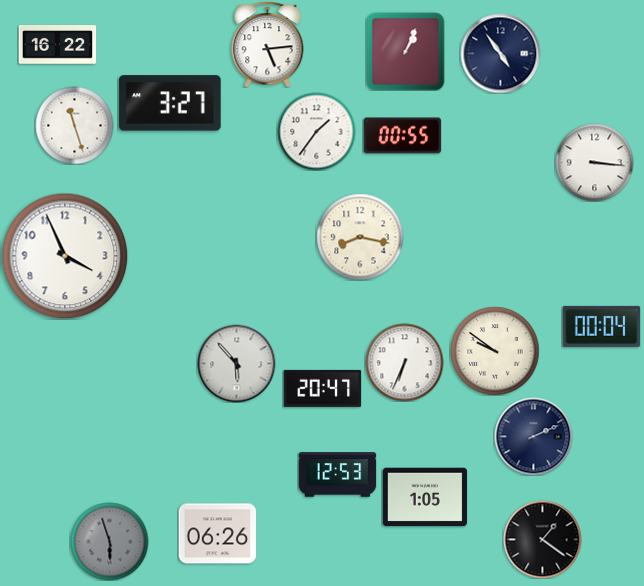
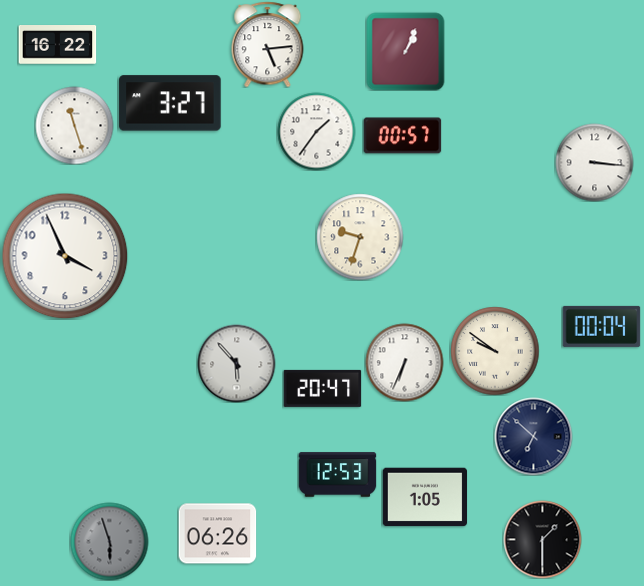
clock at (500, 53): 4:54 -> none
clock at (402, 136): 00:55 -> 00:57
clock at (360, 237): 8:17 -> 9:33
clock at (533, 436): 2:11 -> 6:52
clock at (542, 539): 1:21 -> 1:30
